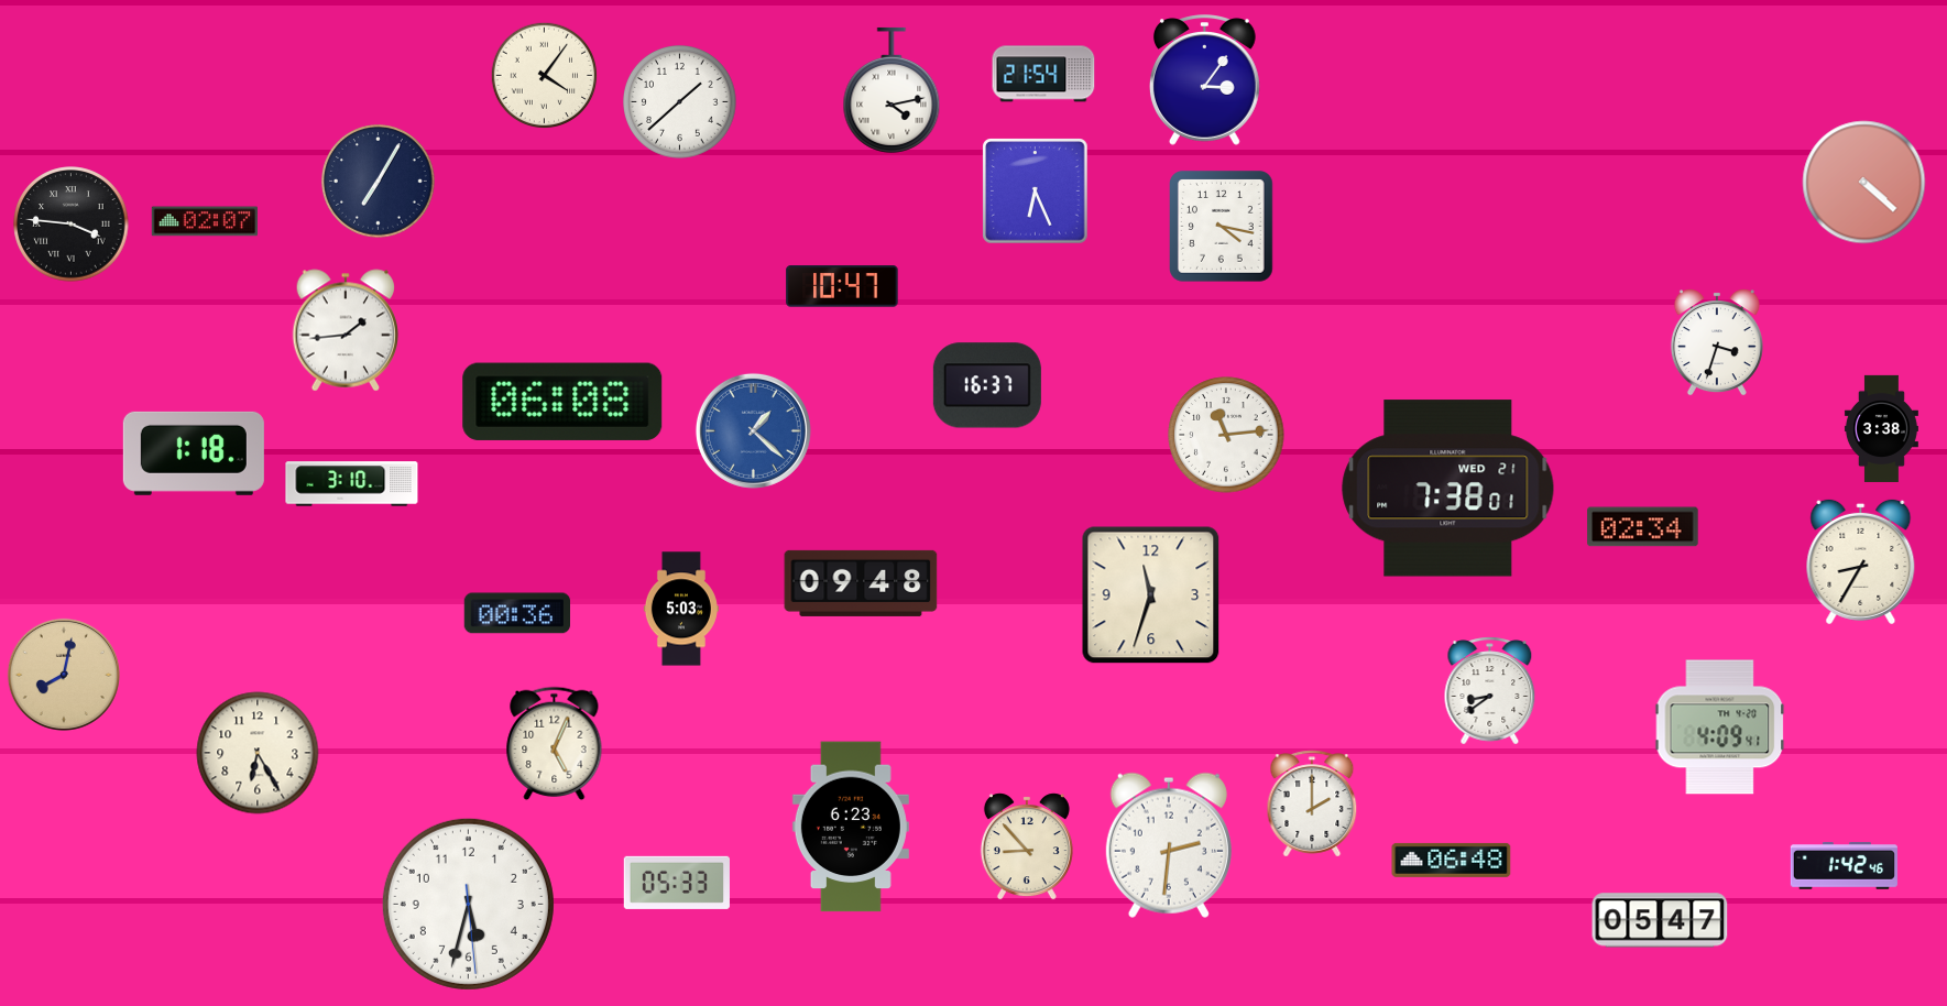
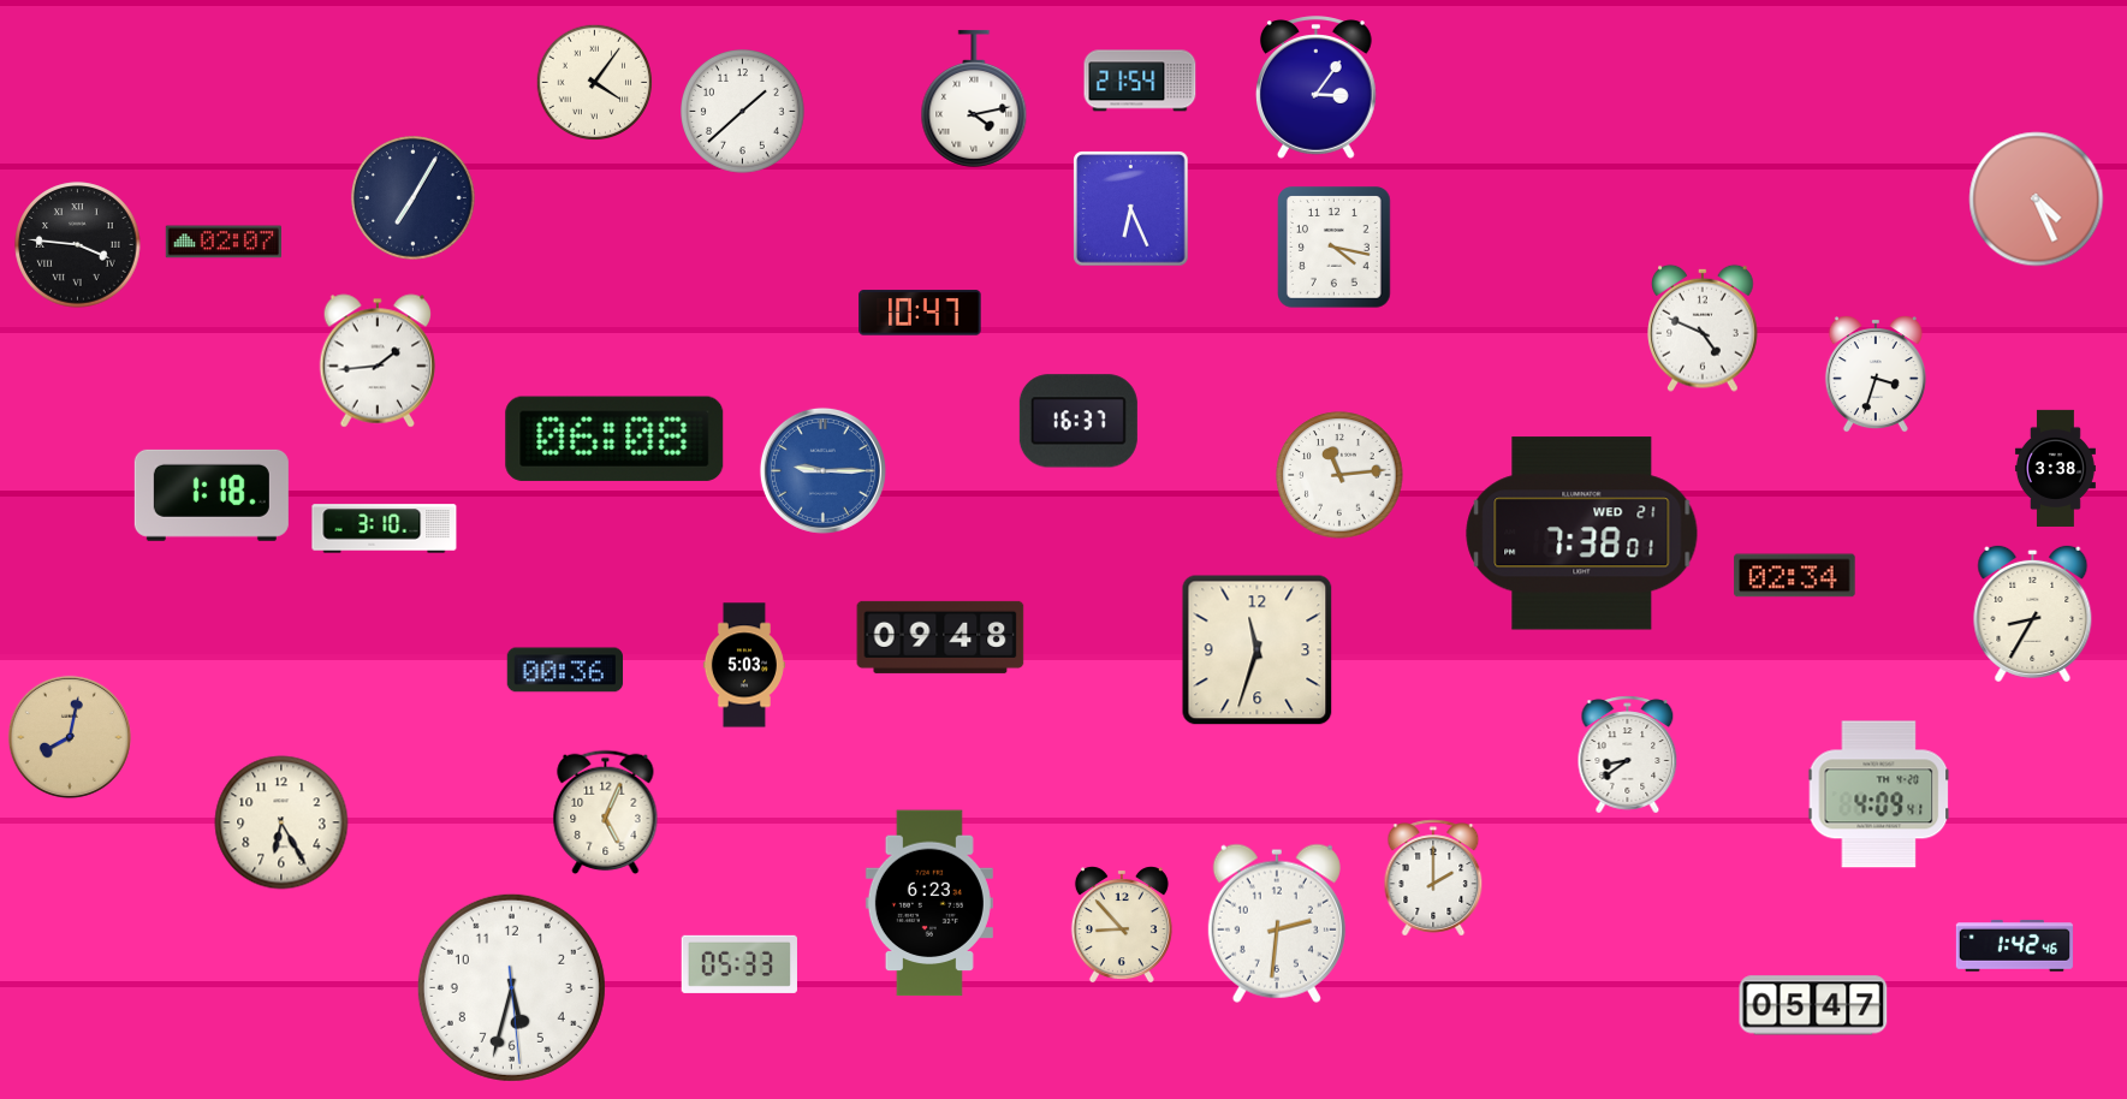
clock at (1864, 183): 4:22 -> 4:26
clock at (1704, 328): none -> 4:49
clock at (753, 430): 1:22 -> 9:15
clock at (1452, 860): 06:48 -> none
